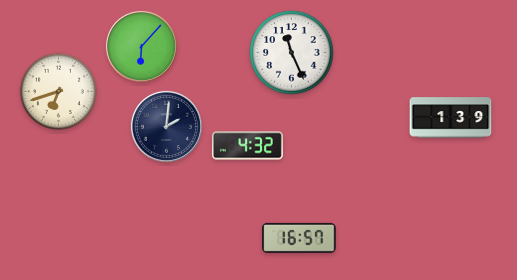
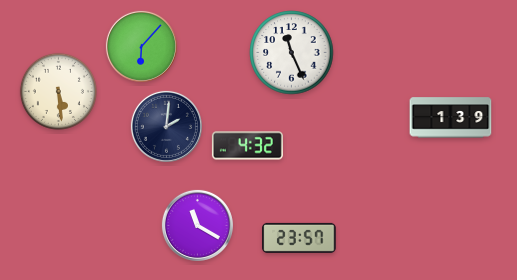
clock at (58, 91): 6:42 -> 5:29
clock at (197, 225): none -> 11:20
clock at (299, 238): 16:57 -> 23:57
